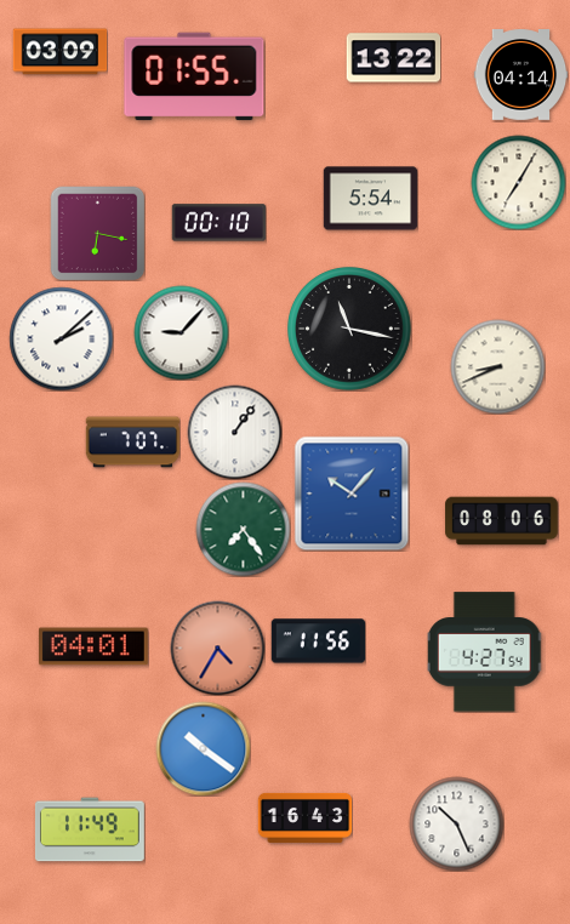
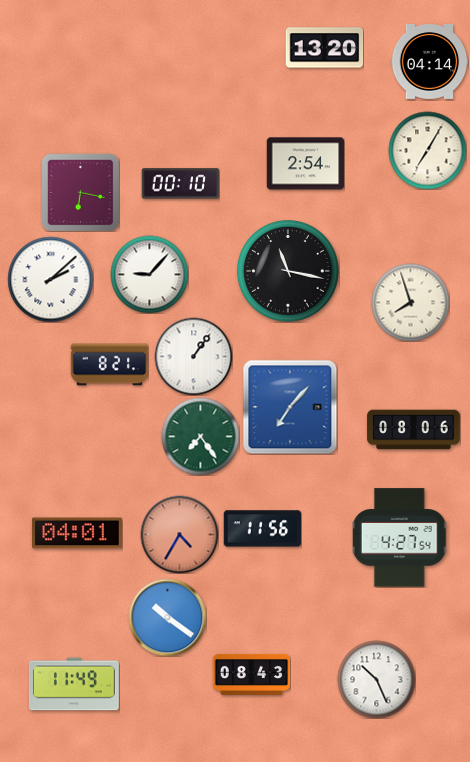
clock at (59, 52): 03:09 -> none
clock at (393, 58): 13:22 -> 13:20
clock at (194, 76): 01:55 -> none
clock at (370, 199): 5:54 -> 2:54
clock at (497, 366): 8:41 -> 7:57
clock at (132, 443): 7:07 -> 8:21
clock at (352, 494): 10:07 -> 7:07
clock at (304, 817): 16:43 -> 08:43
